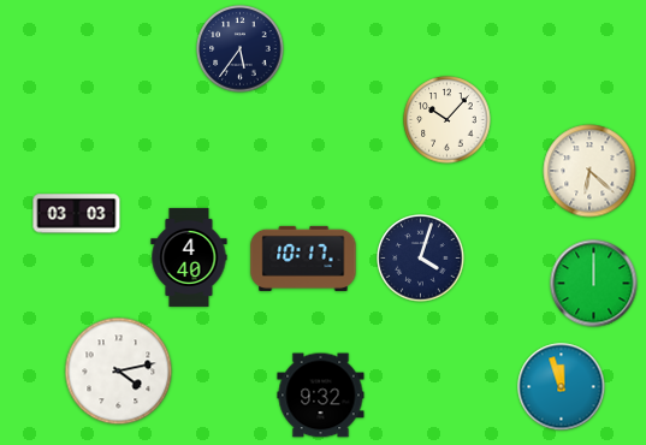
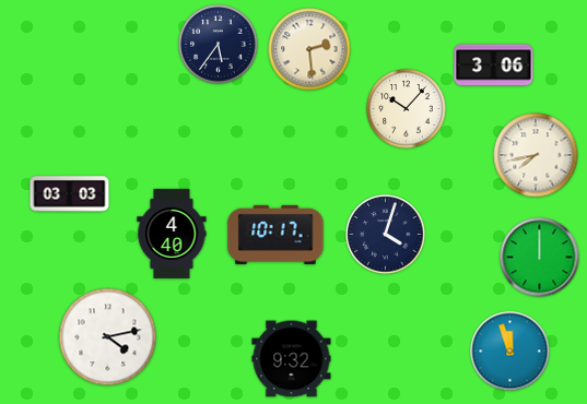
clock at (309, 49): none -> 2:29
clock at (494, 66): none -> 3:06
clock at (589, 171): 6:22 -> 7:43
clock at (421, 259) position: (421, 259) -> (386, 235)
